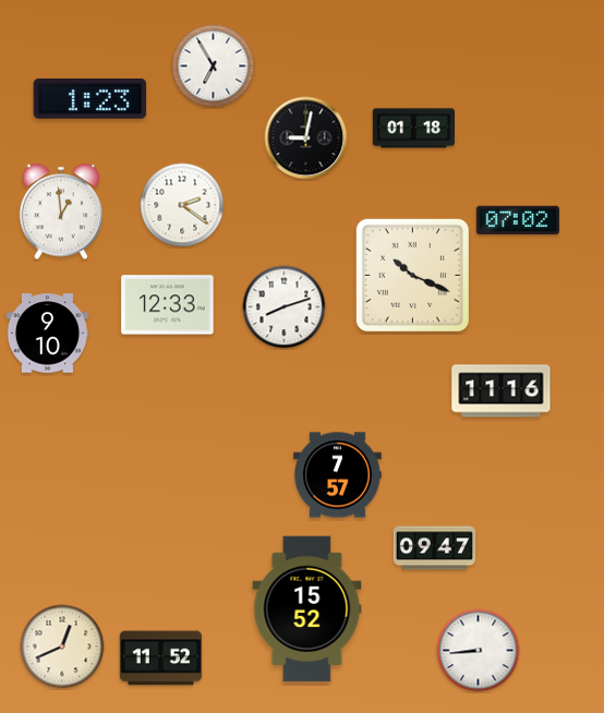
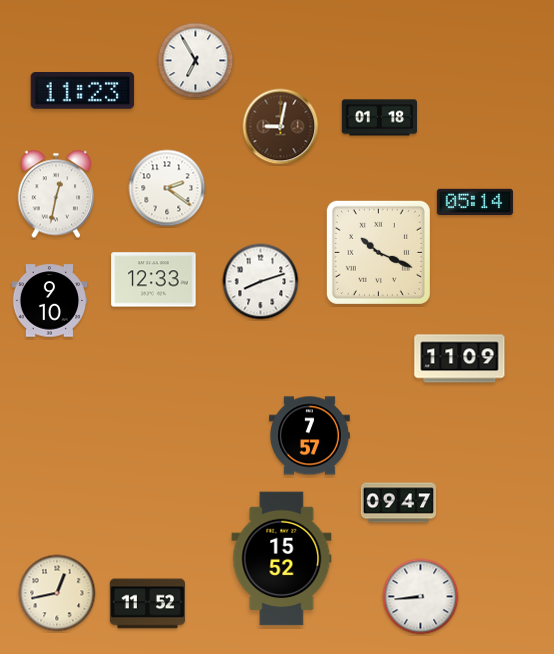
clock at (90, 99): 1:23 -> 11:23
clock at (306, 138) dial: black -> brown
clock at (61, 212): 12:59 -> 12:32
clock at (518, 220): 07:02 -> 05:14
clock at (47, 334) position: (47, 334) -> (49, 301)
clock at (502, 391): 11:16 -> 11:09
clock at (62, 646): 12:41 -> 12:43
clock at (479, 651) position: (479, 651) -> (421, 597)
